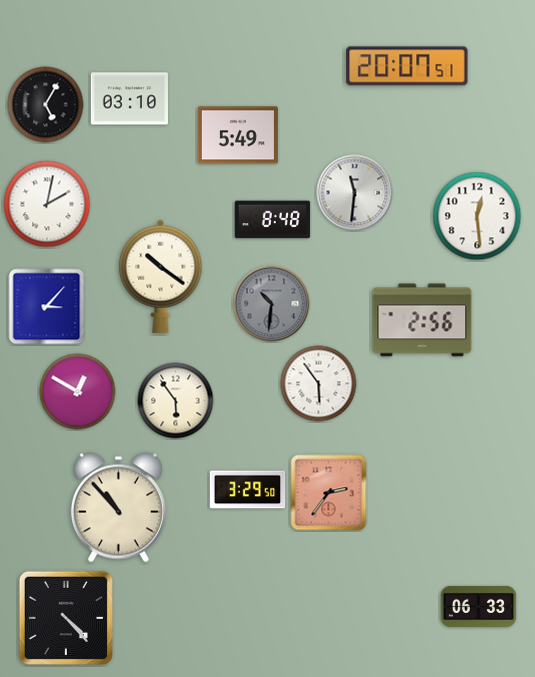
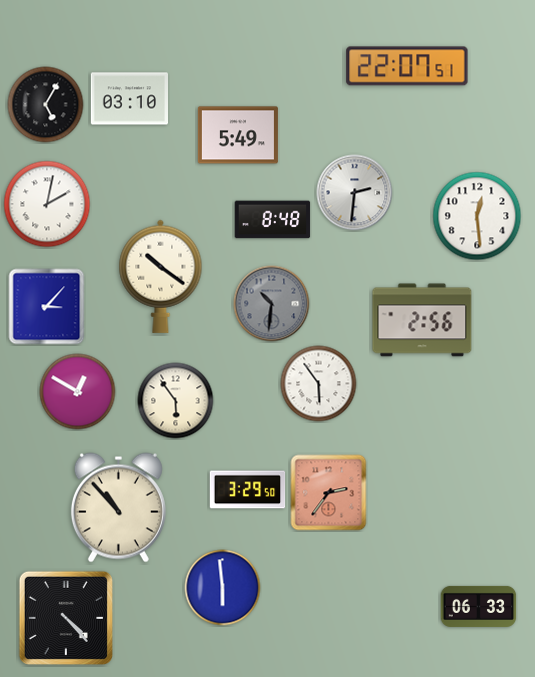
clock at (407, 66): 20:07 -> 22:07
clock at (355, 193): 11:31 -> 2:31
clock at (223, 588): none -> 5:59
